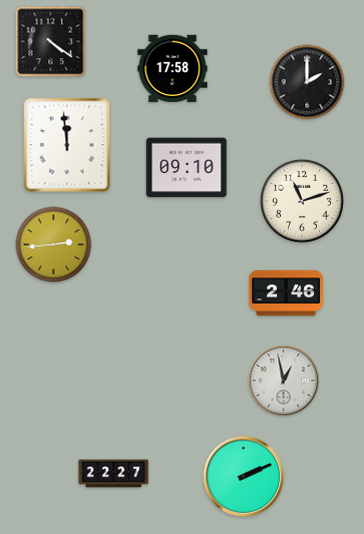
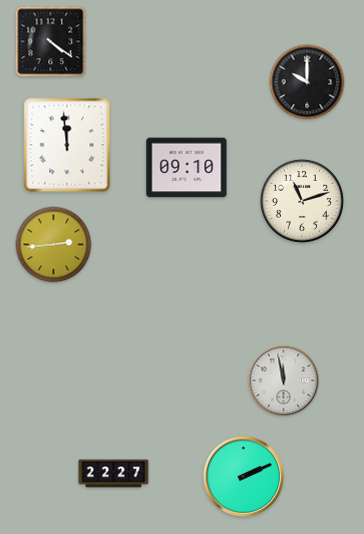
clock at (173, 69): 17:58 -> none
clock at (307, 82): 2:00 -> 10:00
clock at (285, 293): 2:46 -> none
clock at (284, 381): 12:58 -> 11:58
